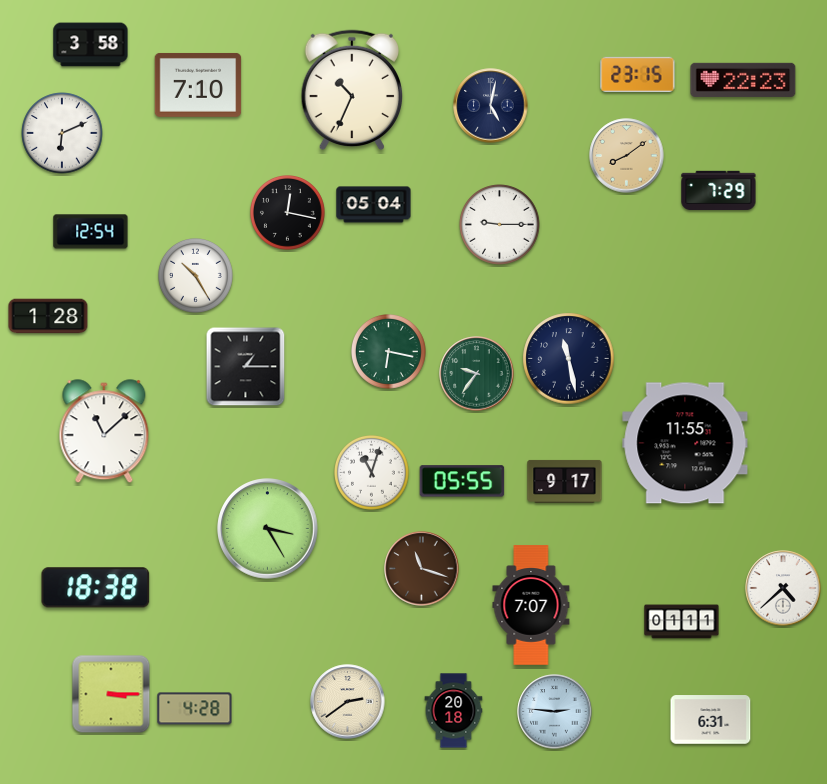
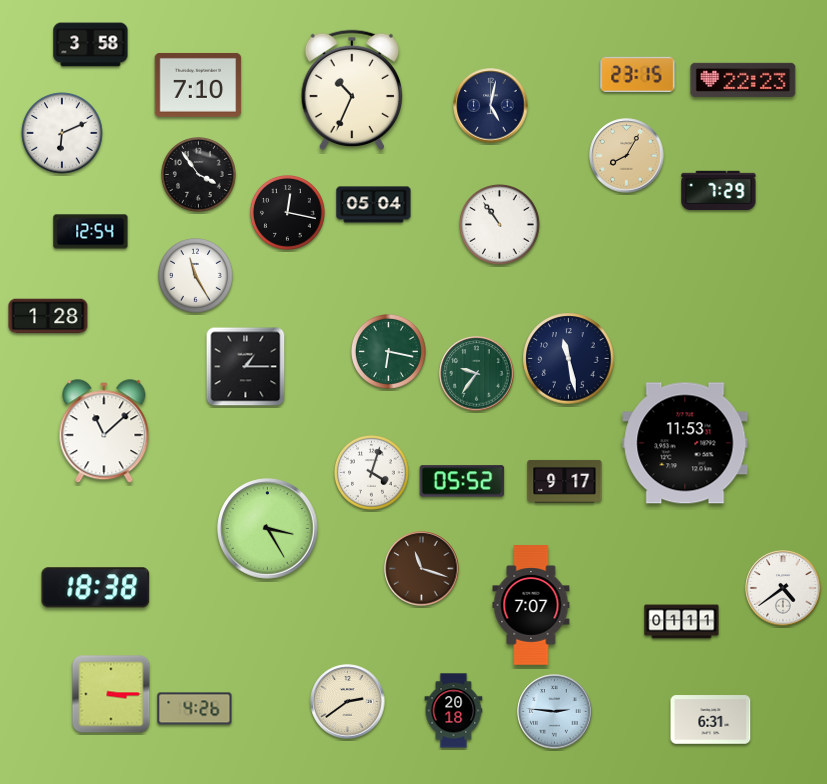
clock at (627, 156): 8:09 -> 8:05
clock at (199, 175): none -> 3:54
clock at (500, 225): 9:15 -> 10:54
clock at (196, 276): 10:25 -> 11:25
clock at (685, 443): 11:55 -> 11:53
clock at (372, 473): 11:03 -> 4:03
clock at (462, 481): 05:55 -> 05:52
clock at (783, 588): 4:38 -> 4:39
clock at (195, 709): 4:28 -> 4:26
